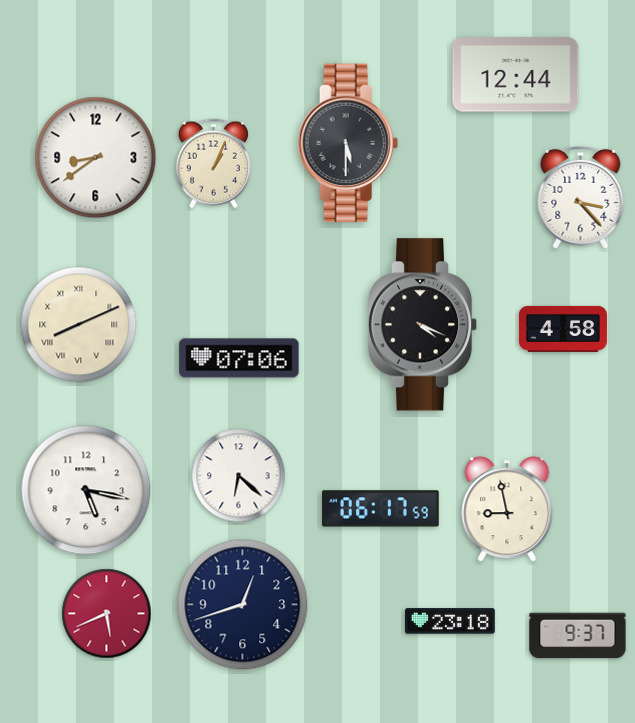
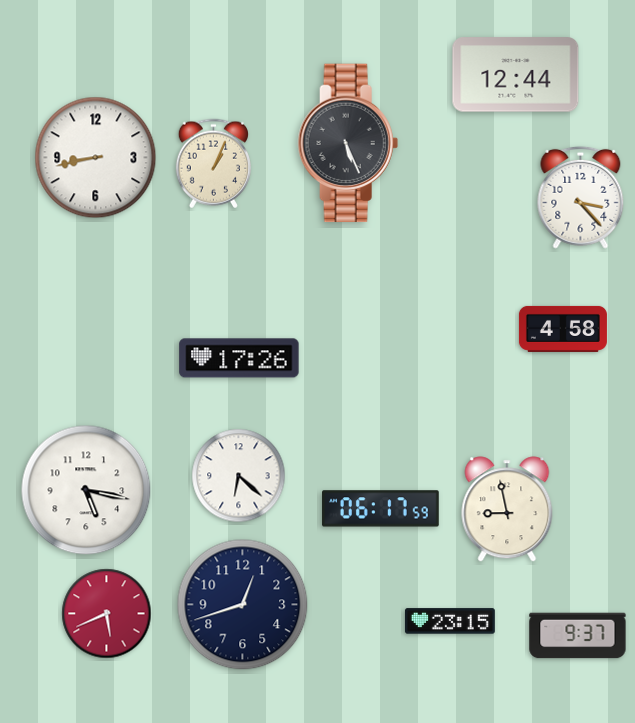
clock at (348, 143): 5:30 -> 5:26
clock at (96, 158): 8:39 -> 8:43
clock at (79, 325): 8:11 -> none
clock at (423, 325): 4:19 -> none
clock at (239, 358): 07:06 -> 17:26
clock at (450, 621): 23:18 -> 23:15
